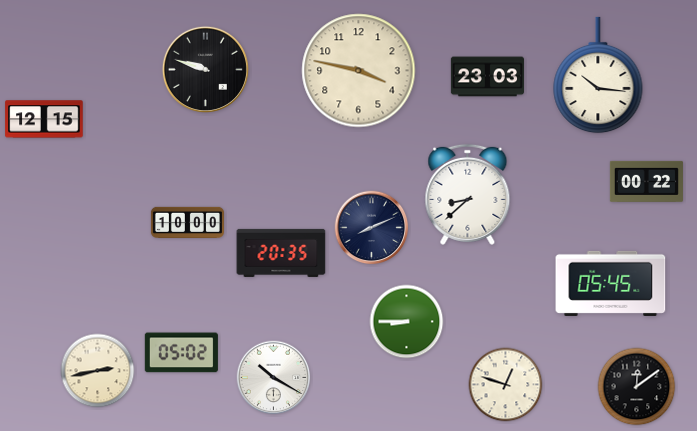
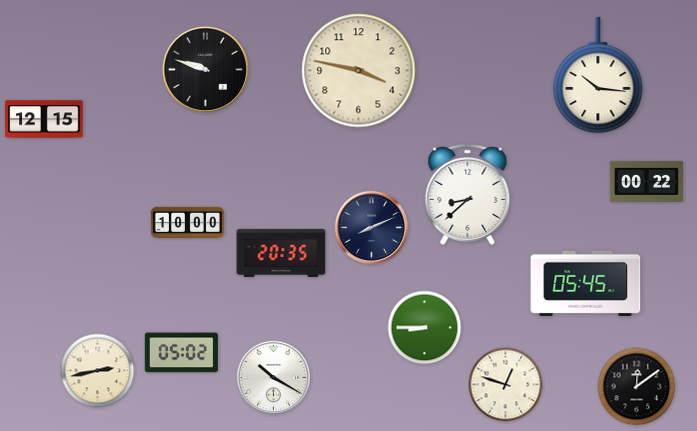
clock at (487, 77): 23:03 -> none
clock at (611, 283) position: (611, 283) -> (586, 283)
clock at (407, 322) position: (407, 322) -> (425, 328)
